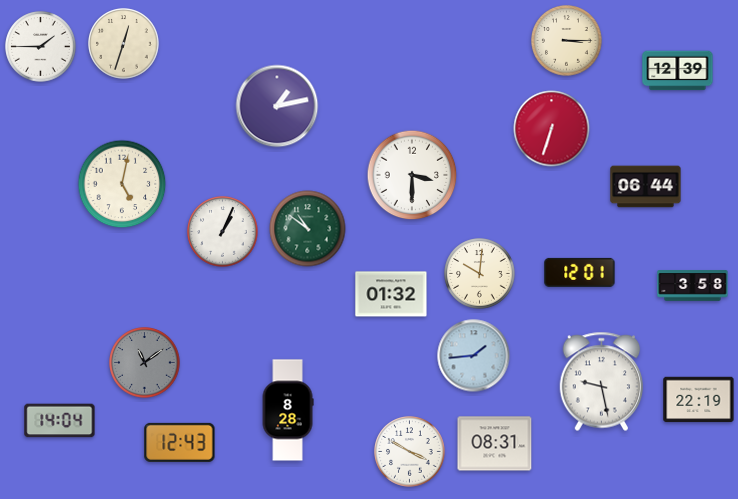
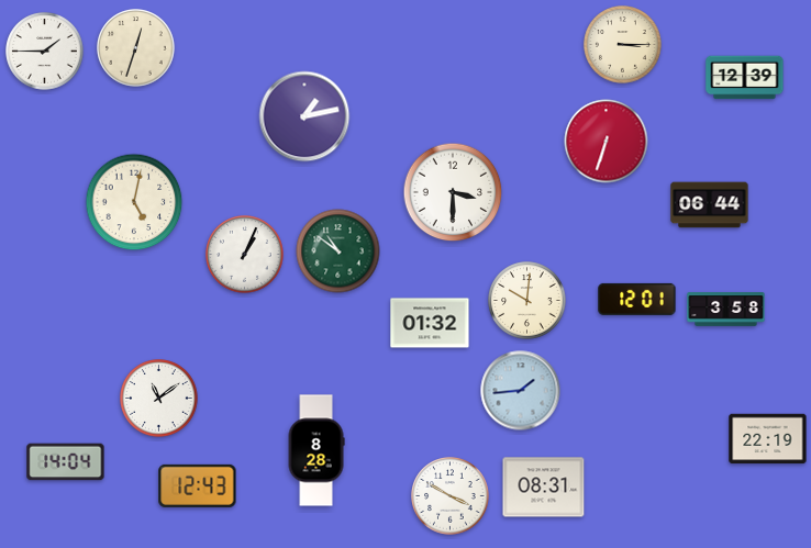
clock at (693, 286) position: (693, 286) -> (726, 310)
clock at (145, 363) dial: grey -> white
clock at (602, 382): 9:28 -> none
